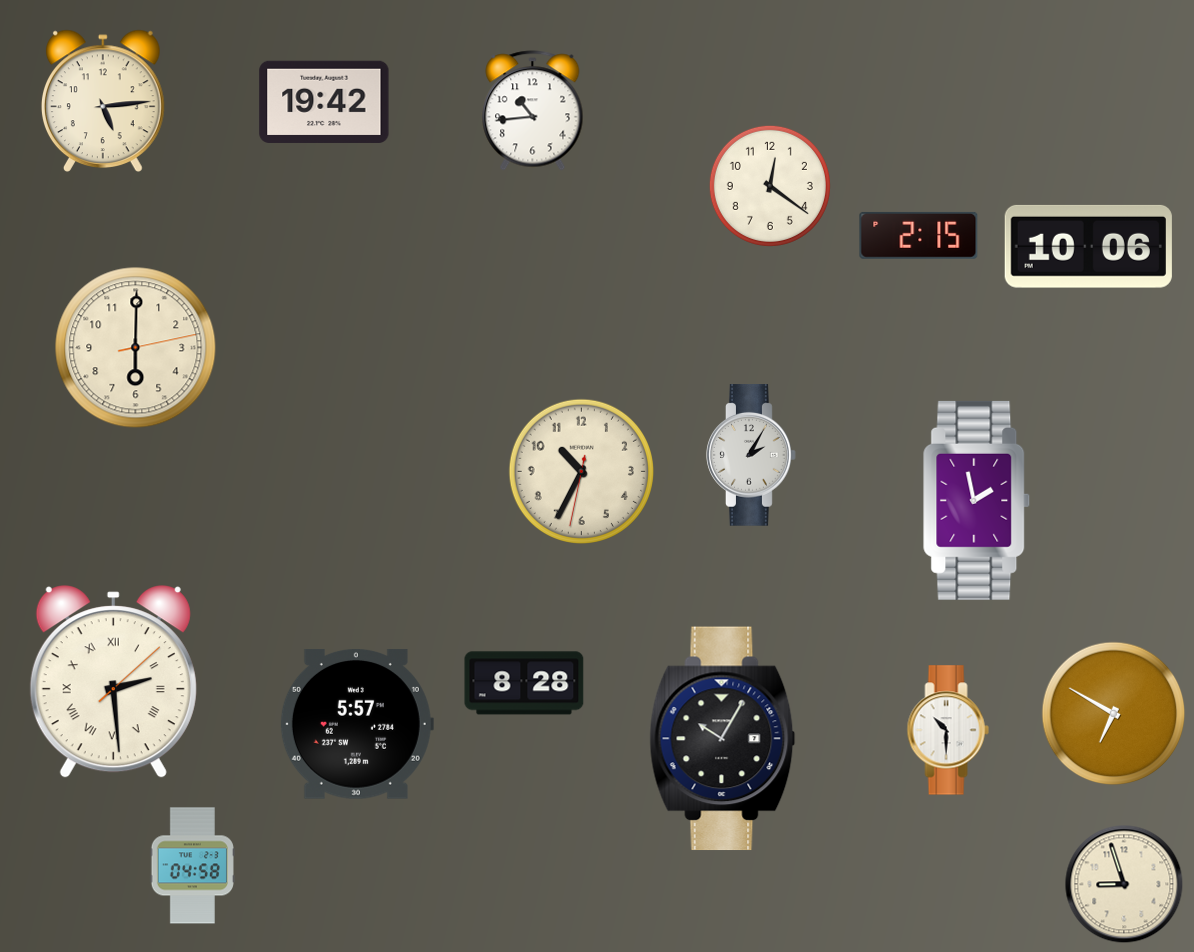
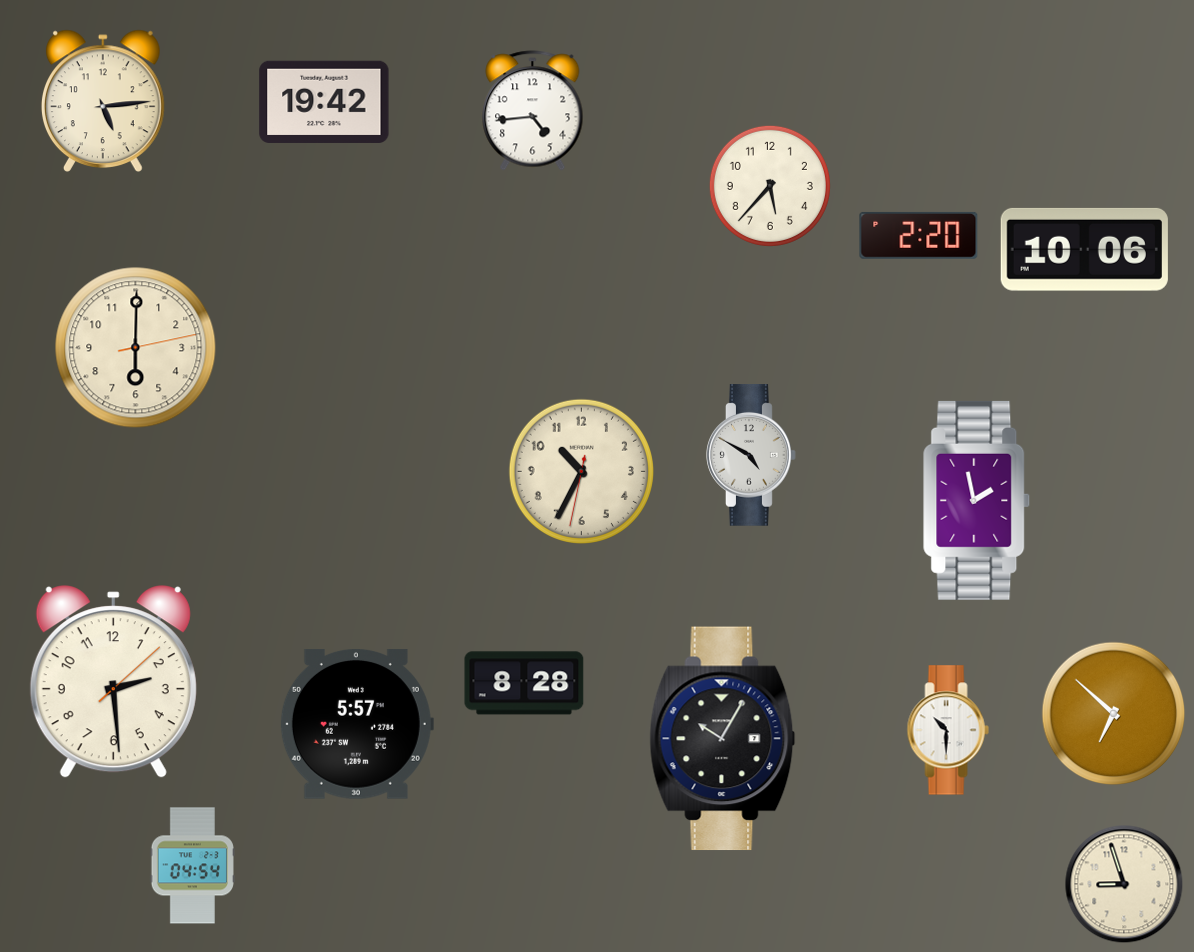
clock at (533, 111): 10:44 -> 4:44
clock at (770, 186): 12:21 -> 5:37
clock at (919, 235): 2:15 -> 2:20
clock at (1088, 246) position: (1088, 246) -> (1084, 249)
clock at (751, 455): 2:05 -> 4:50
clock at (113, 682) numerals: Roman -> Arabic
clock at (1114, 714): 6:50 -> 6:52
clock at (192, 866): 04:58 -> 04:54
